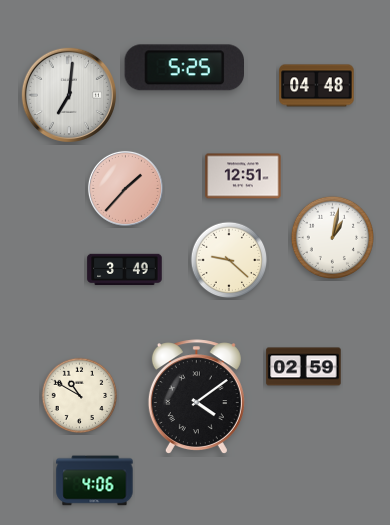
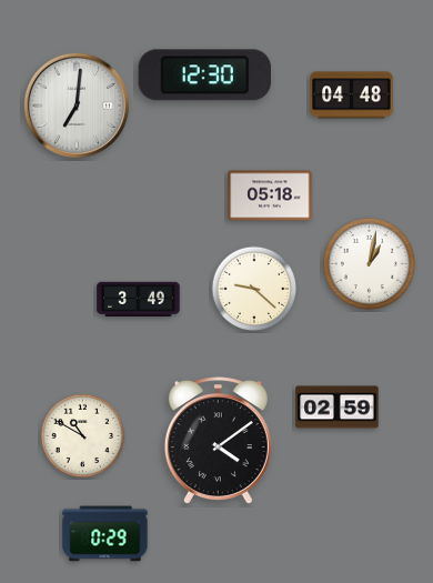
clock at (184, 68): 5:25 -> 12:30
clock at (243, 176): 12:51 -> 05:18
clock at (125, 188): 1:37 -> none
clock at (80, 396) position: (80, 396) -> (83, 436)
clock at (95, 481): 4:06 -> 0:29
